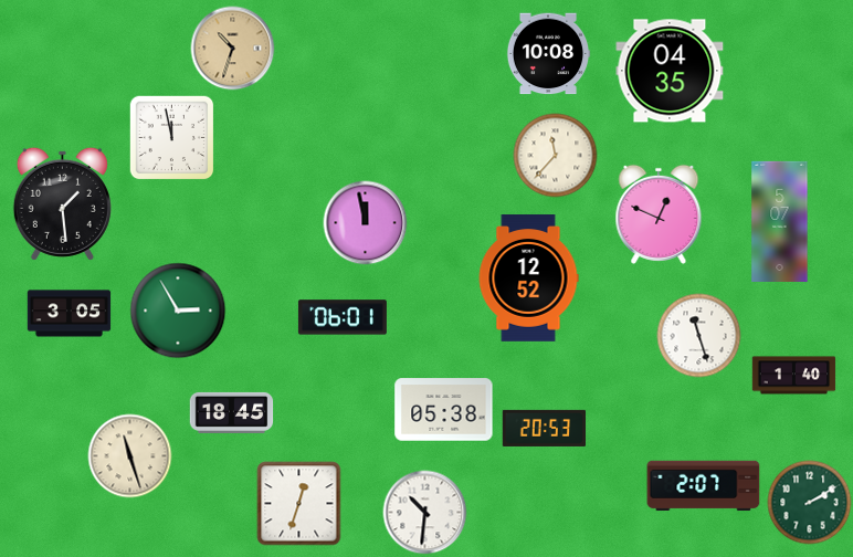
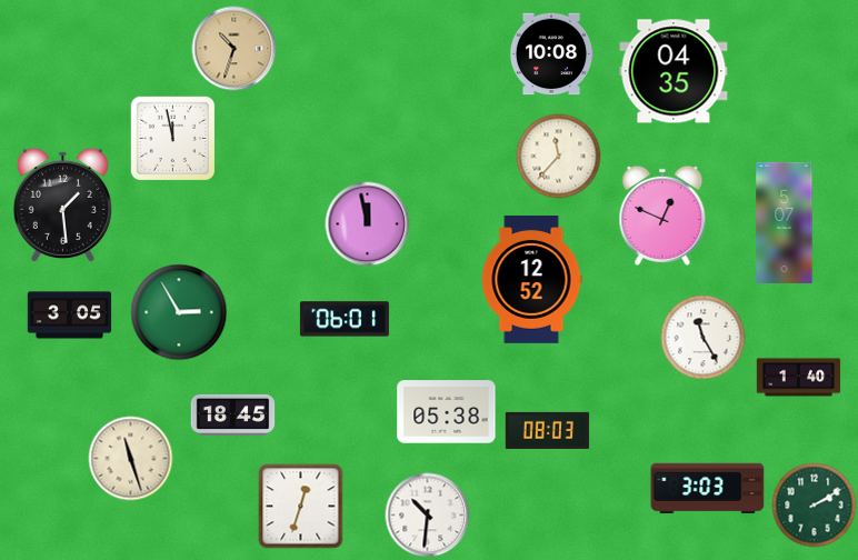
clock at (699, 336): 11:27 -> 11:25
clock at (545, 428): 20:53 -> 08:03
clock at (704, 486): 2:07 -> 3:03
